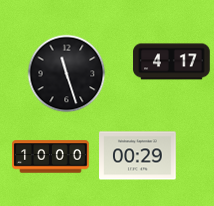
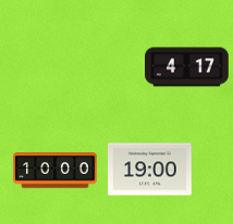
clock at (66, 73): 11:27 -> none
clock at (138, 156): 00:29 -> 19:00
